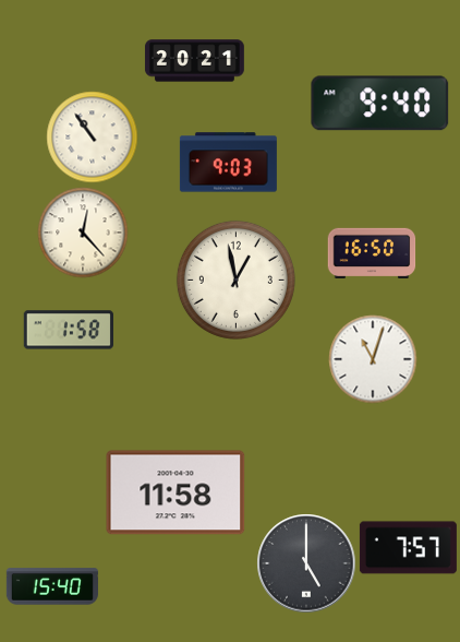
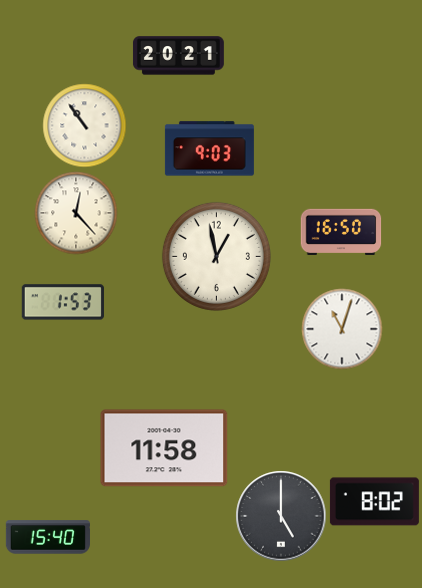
clock at (380, 104): 9:40 -> none
clock at (68, 330): 1:58 -> 1:53
clock at (175, 492) position: (175, 492) -> (164, 448)
clock at (408, 548): 7:57 -> 8:02
